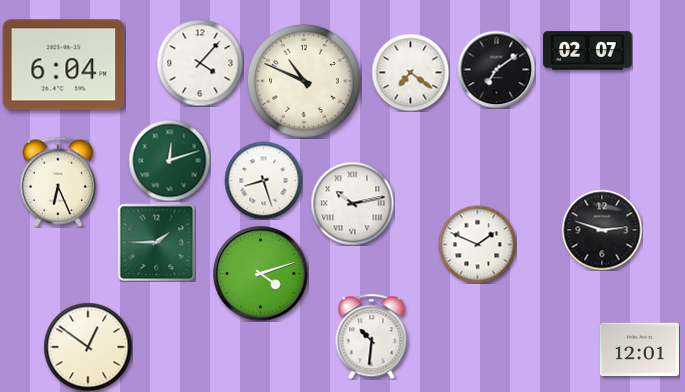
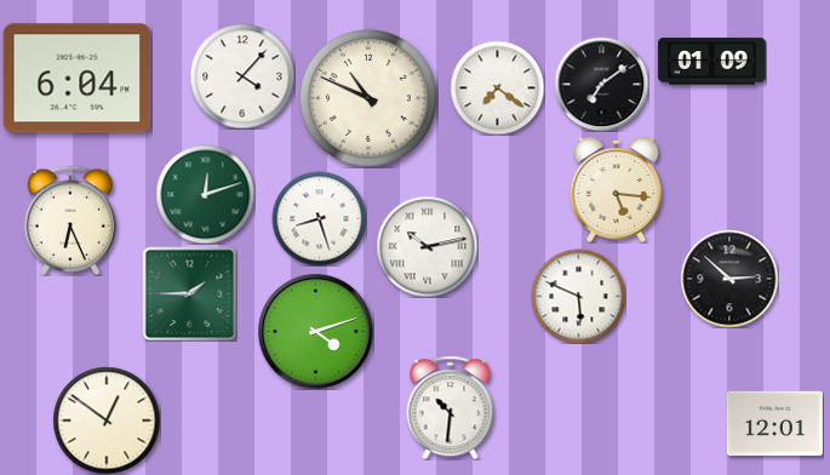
clock at (588, 51): 02:07 -> 01:09
clock at (617, 189): none -> 5:16
clock at (602, 230): 2:48 -> 2:52
clock at (477, 244): 1:49 -> 5:49
